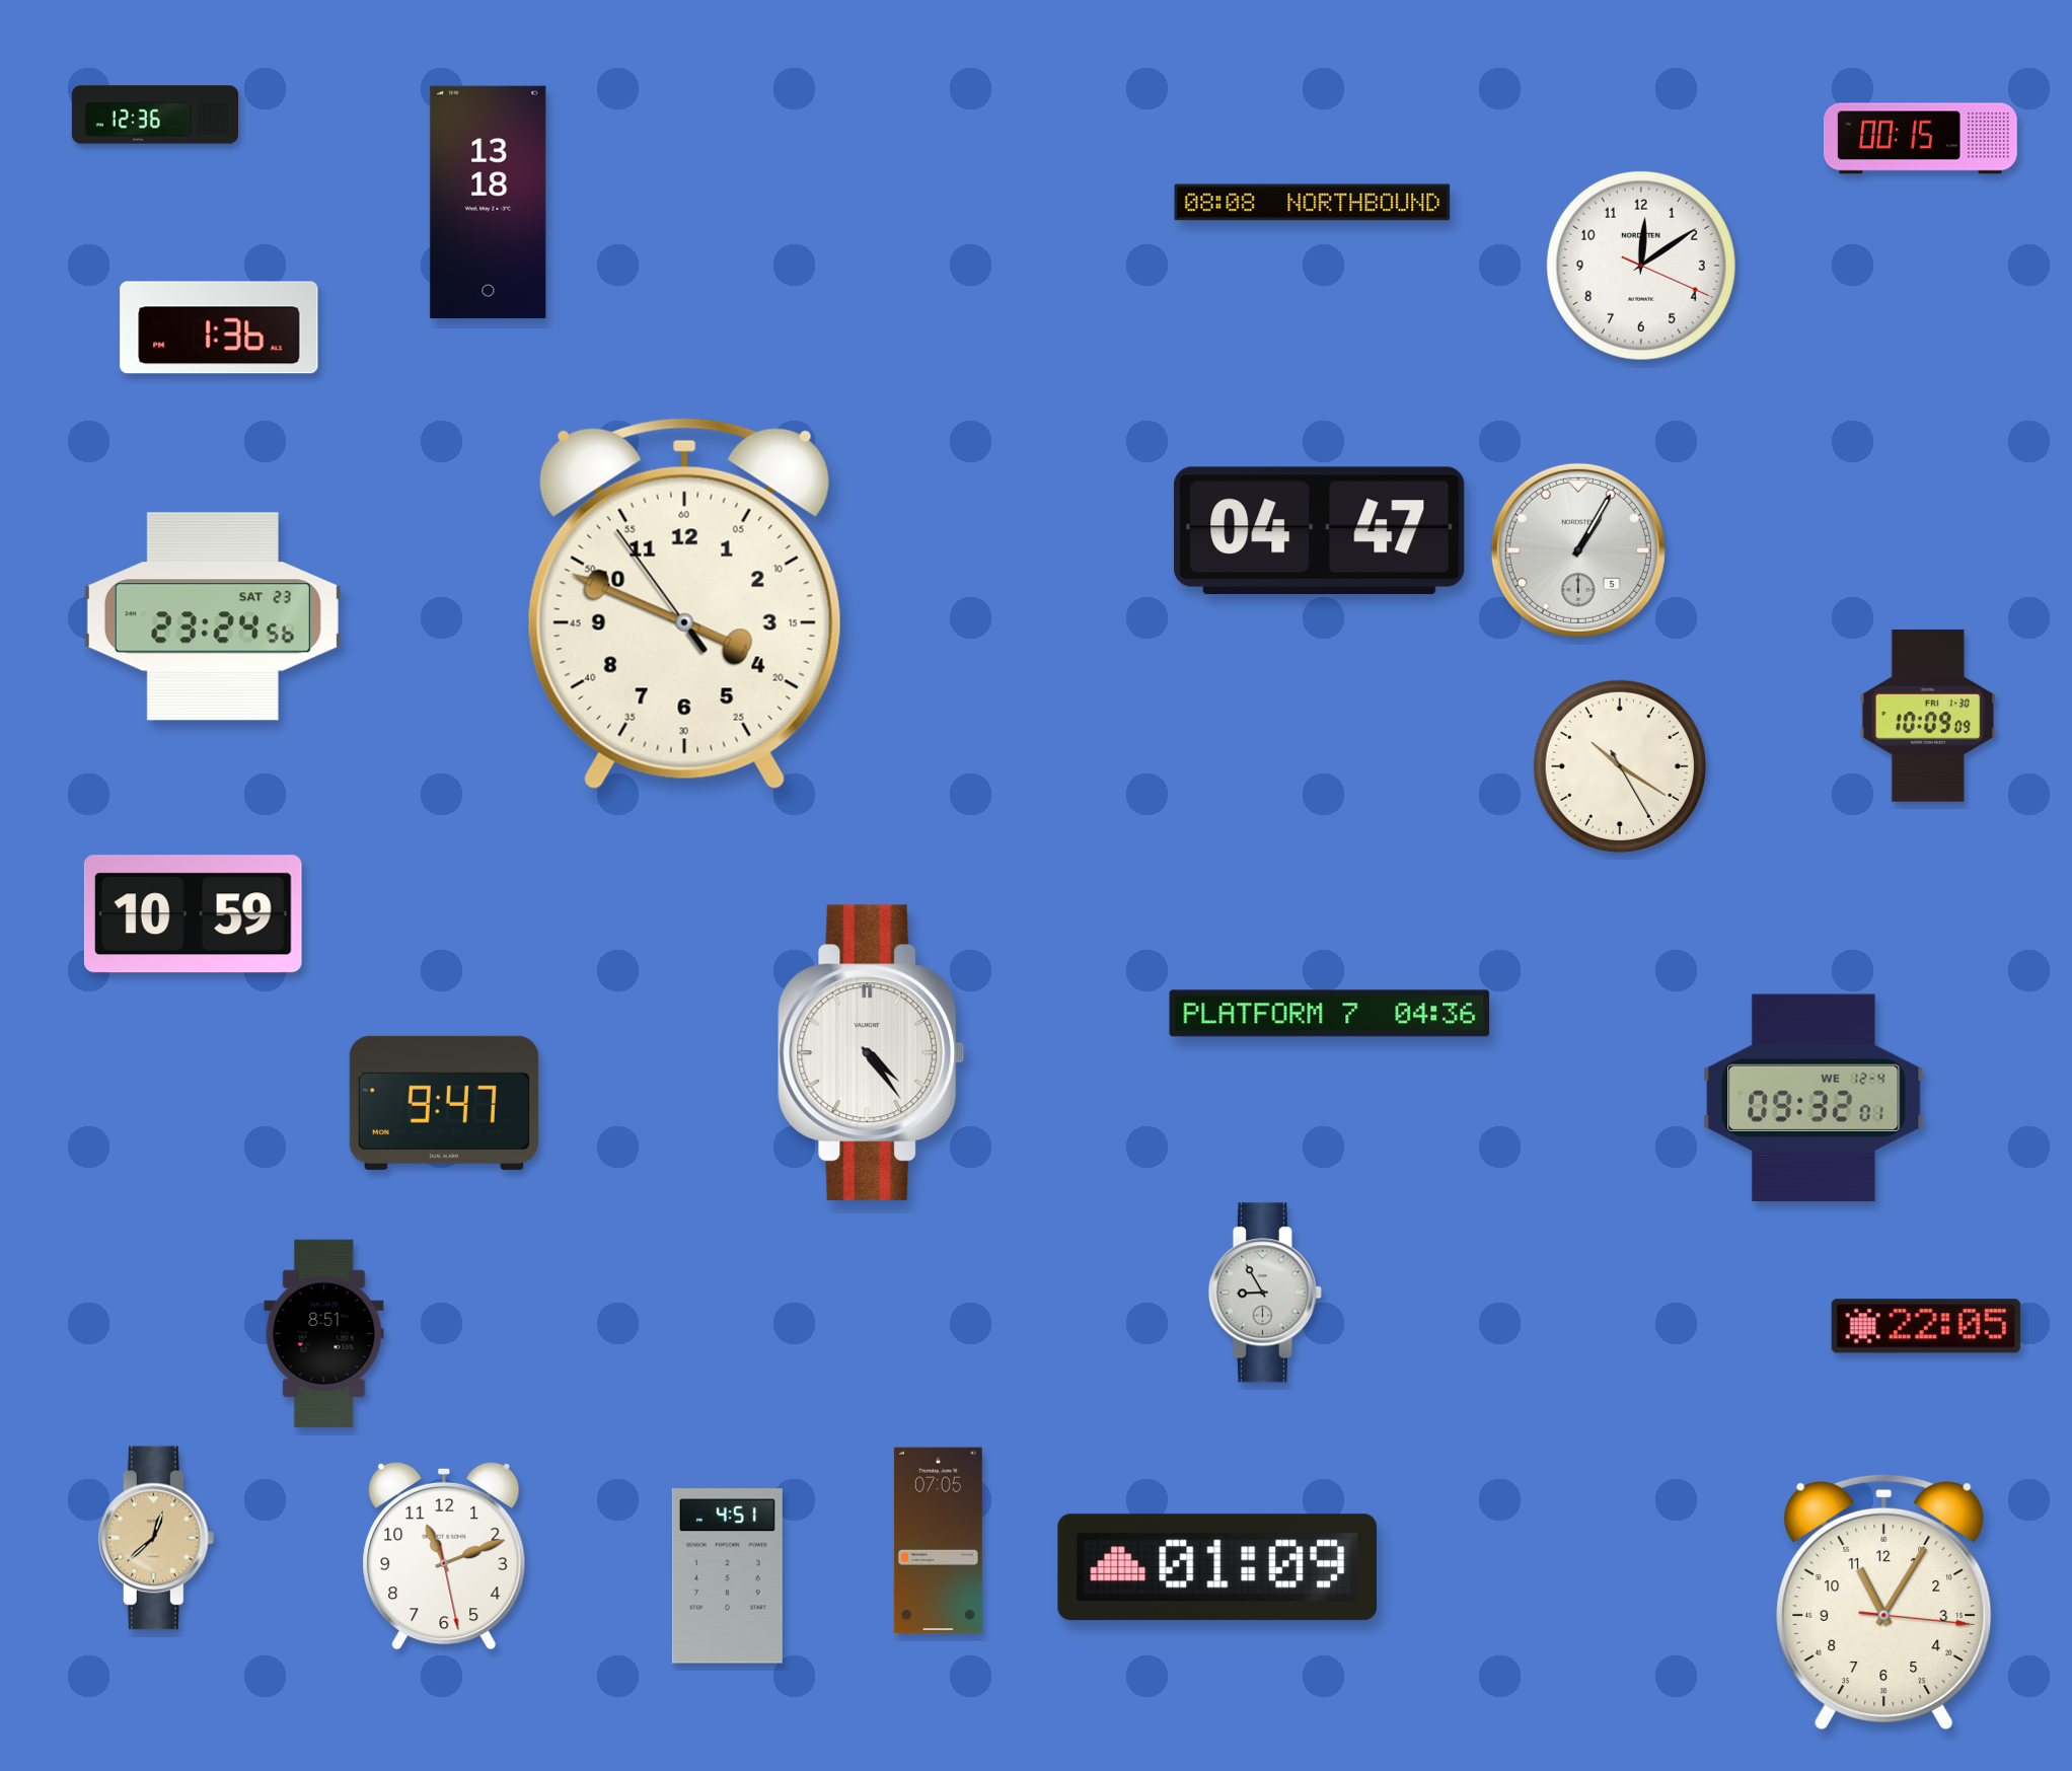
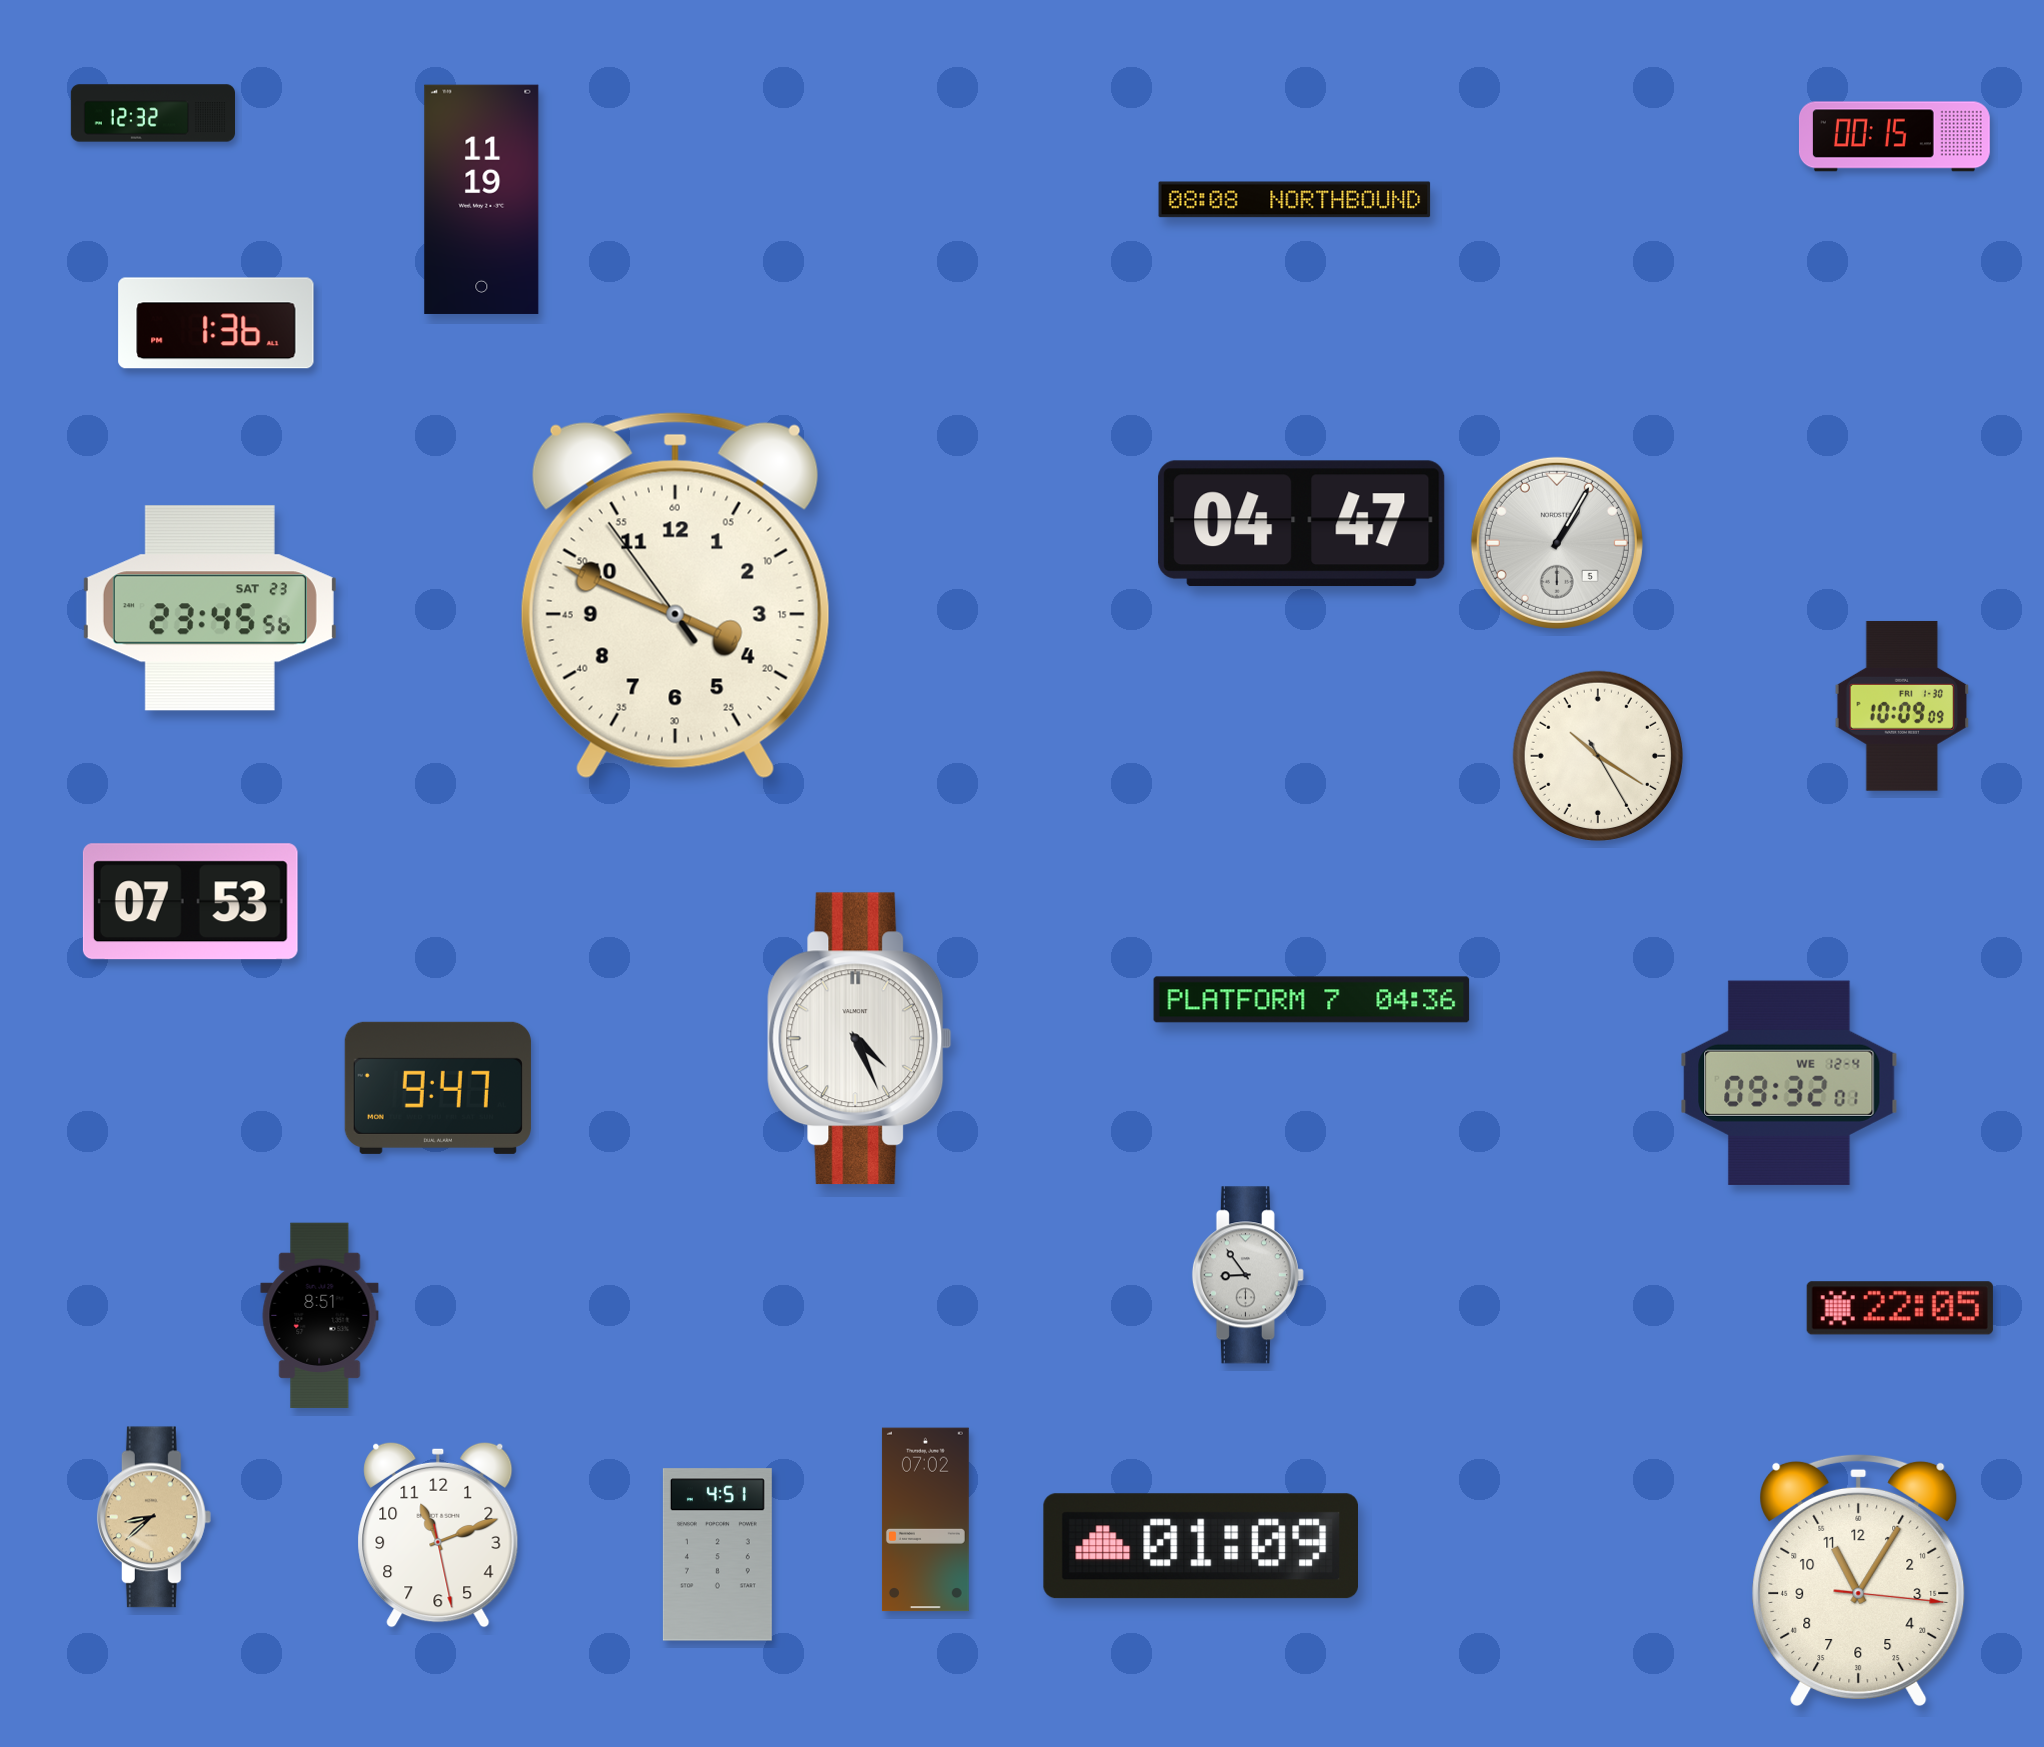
clock at (154, 115): 12:36 -> 12:32
clock at (489, 202): 13:18 -> 11:19
clock at (1641, 266): 12:09 -> none
clock at (213, 616): 23:24 -> 23:45
clock at (193, 914): 10:59 -> 07:53
clock at (872, 1053): 4:24 -> 4:26
clock at (1265, 1293): 8:55 -> 8:54
clock at (156, 1538): 12:38 -> 8:38
clock at (938, 1541): 07:05 -> 07:02
